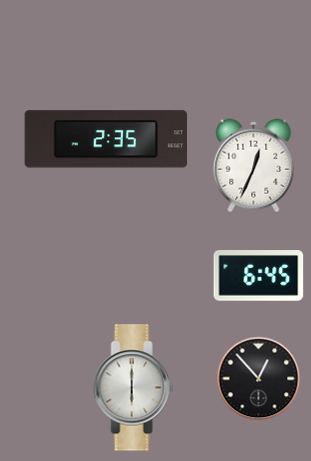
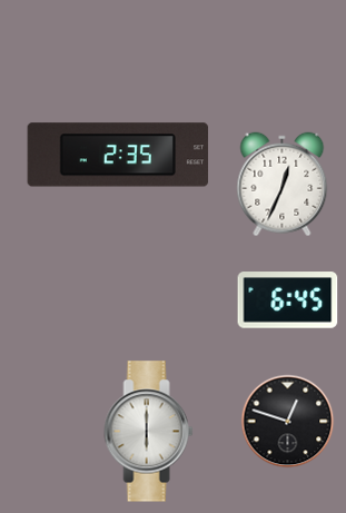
clock at (259, 276) position: (259, 276) -> (288, 300)
clock at (259, 379): 12:53 -> 12:48
